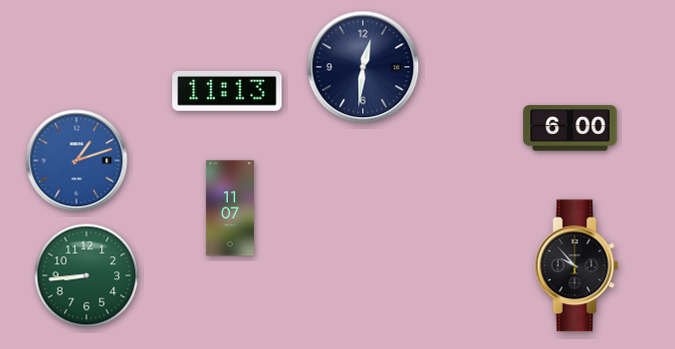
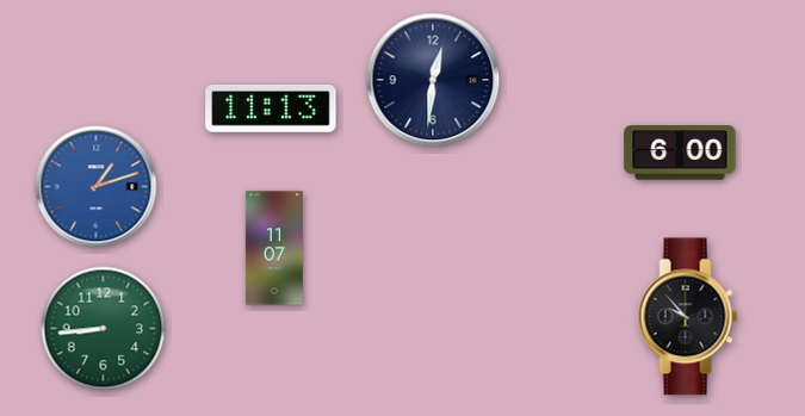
clock at (77, 161) position: (77, 161) -> (97, 187)
